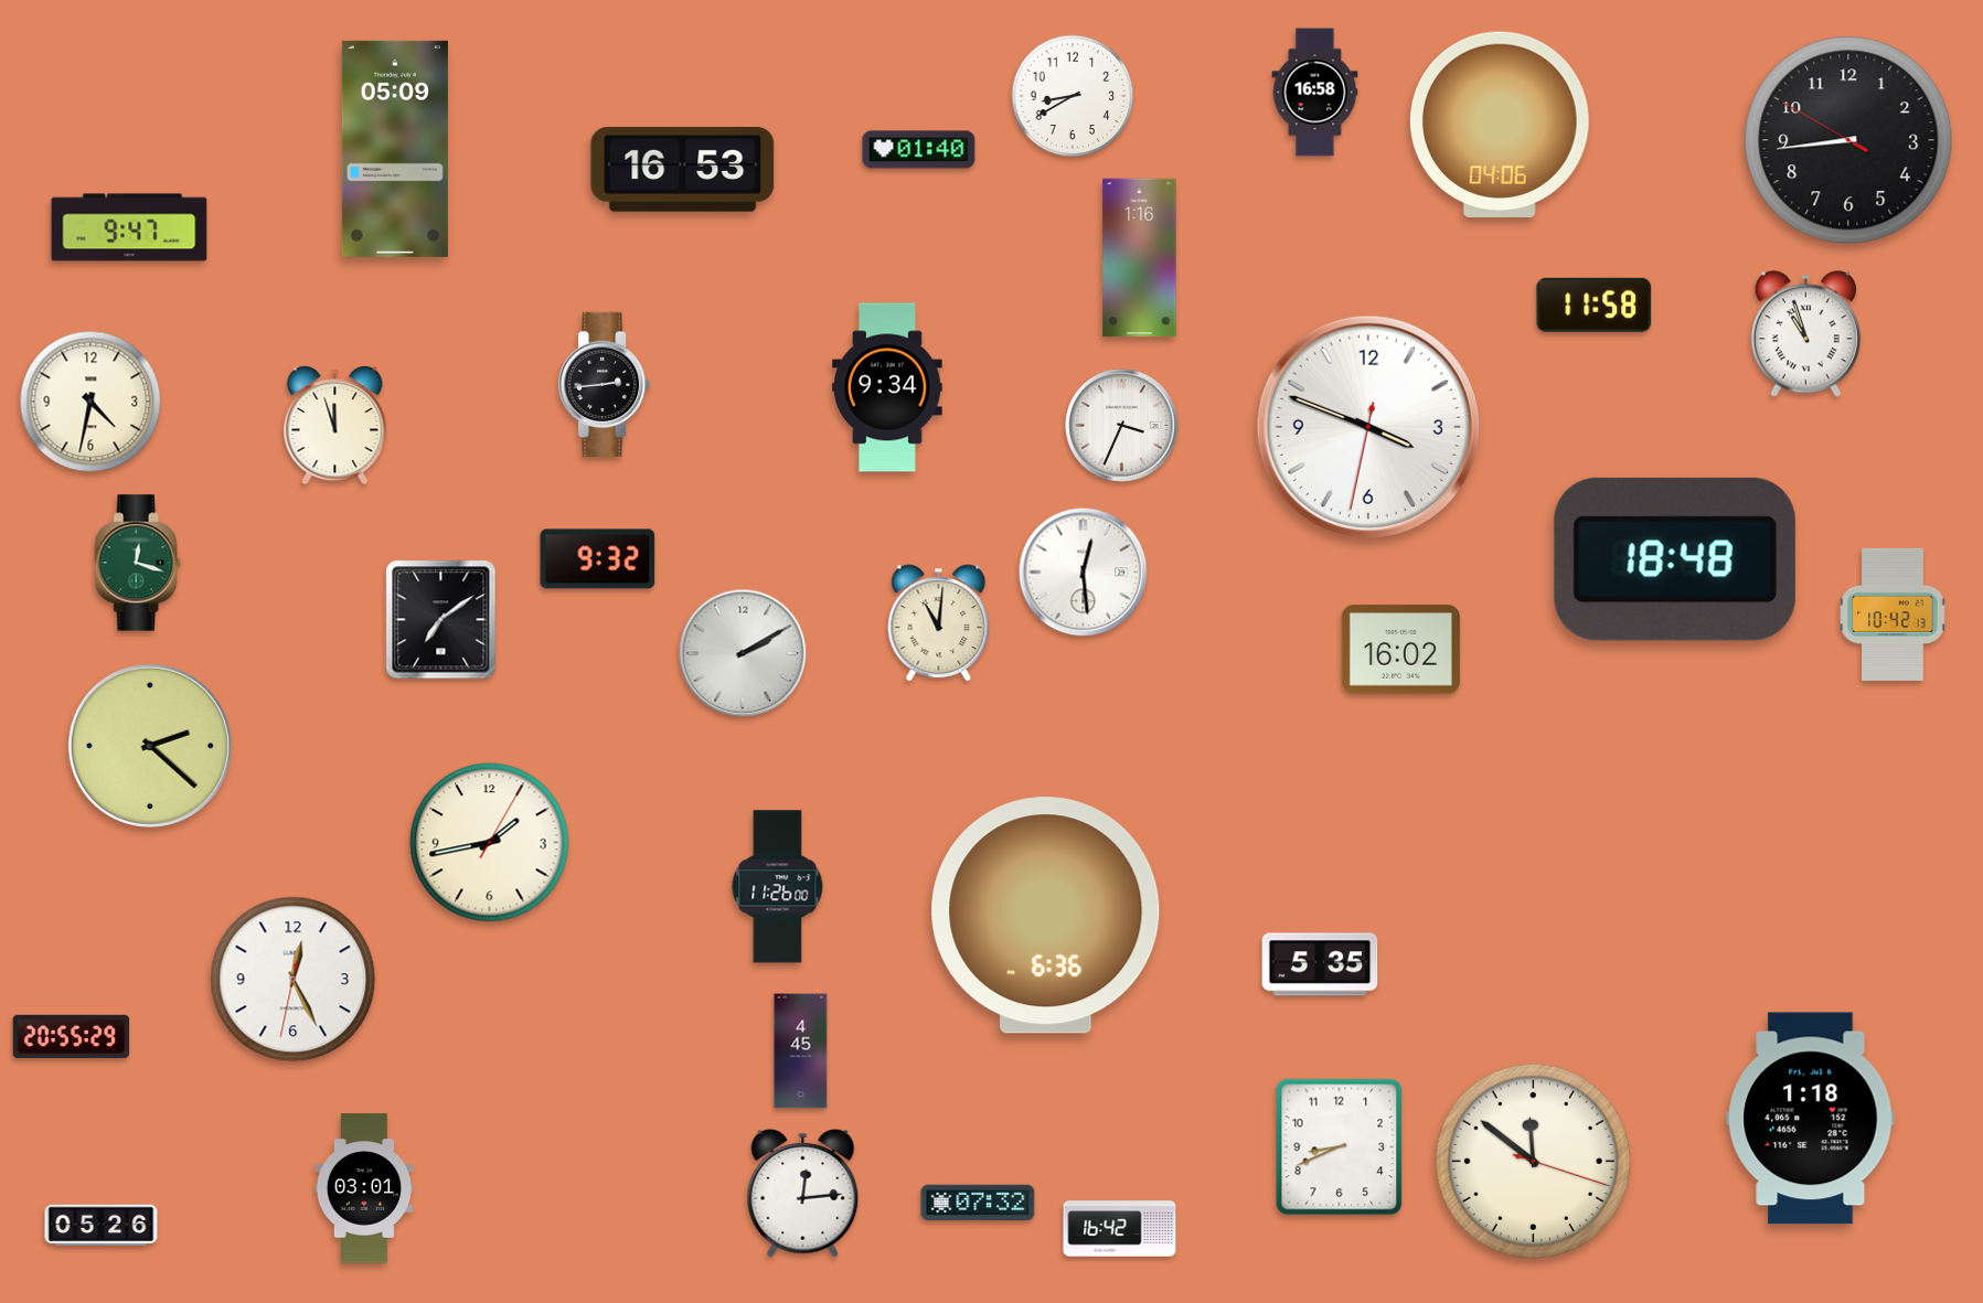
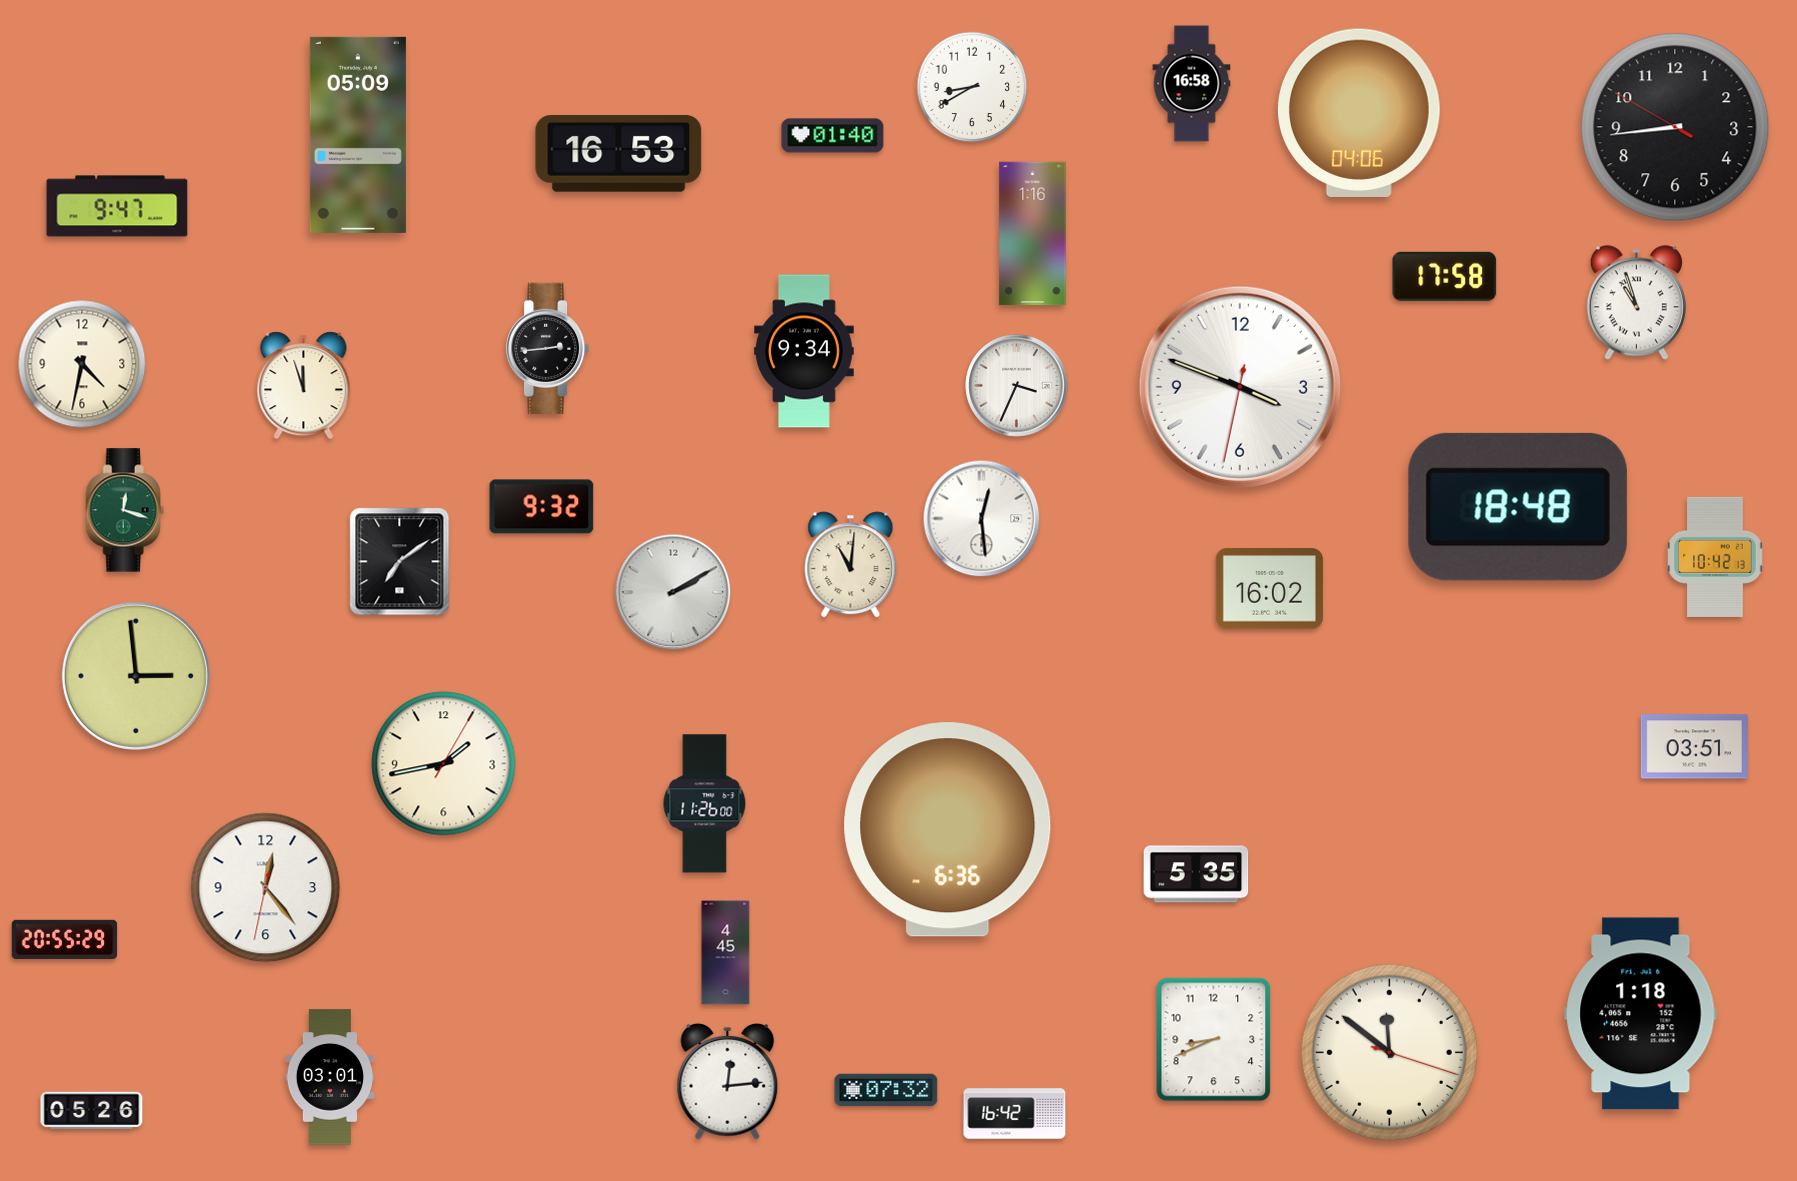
clock at (1595, 305): 11:58 -> 17:58
clock at (150, 746): 2:22 -> 2:59
clock at (1694, 747): none -> 03:51
clock at (294, 980): 12:25 -> 12:23
